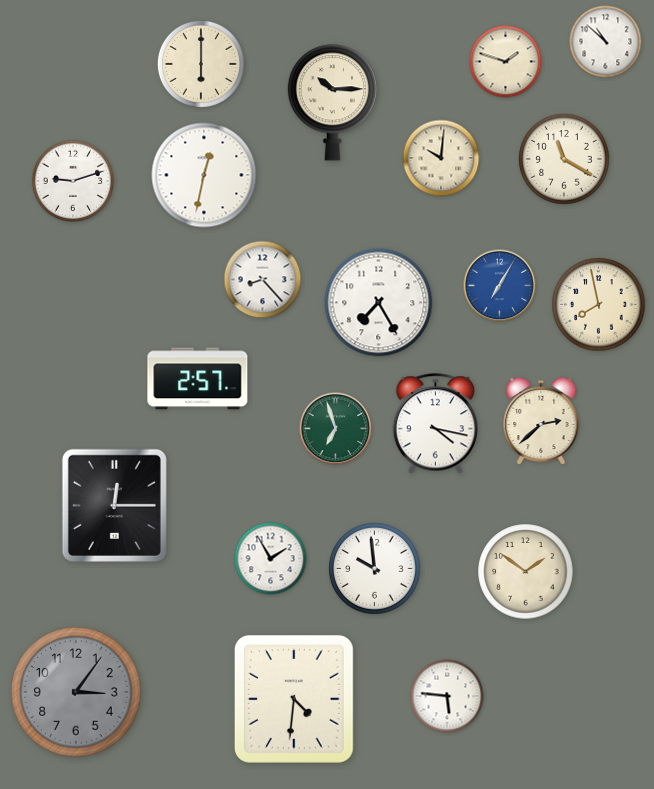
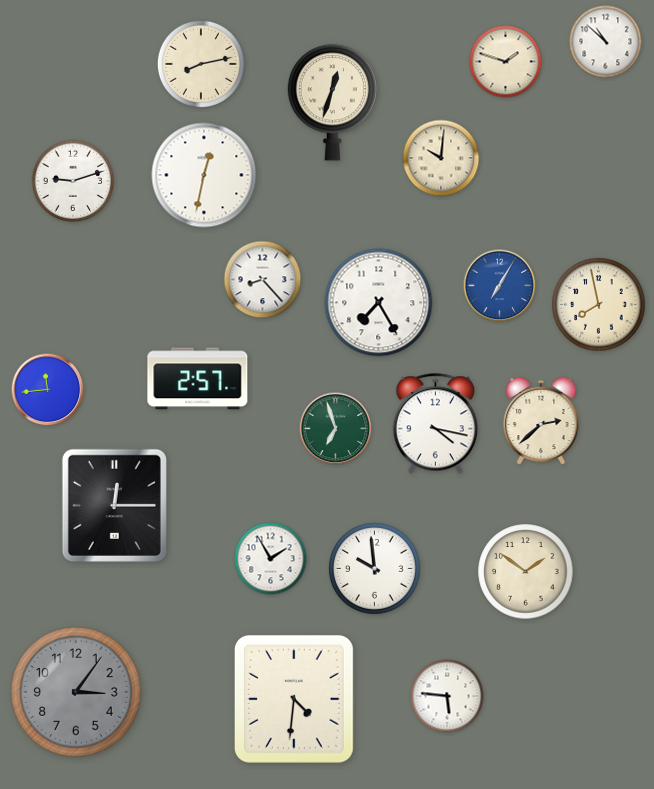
clock at (201, 64): 6:00 -> 8:13
clock at (332, 103): 10:15 -> 12:33
clock at (565, 160): 11:20 -> none
clock at (48, 390): none -> 11:44
